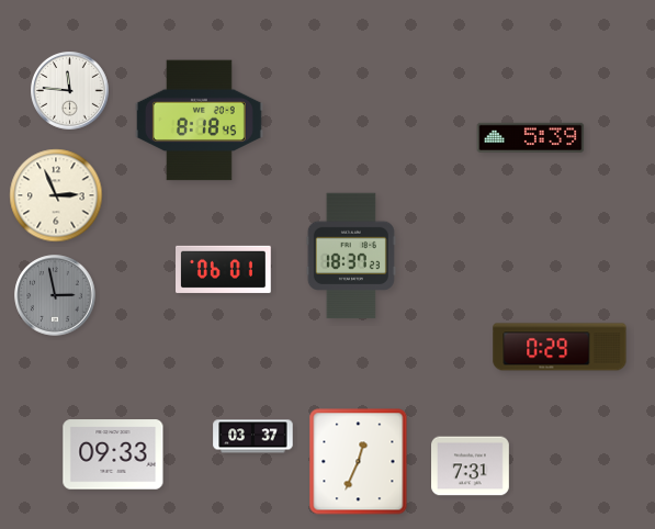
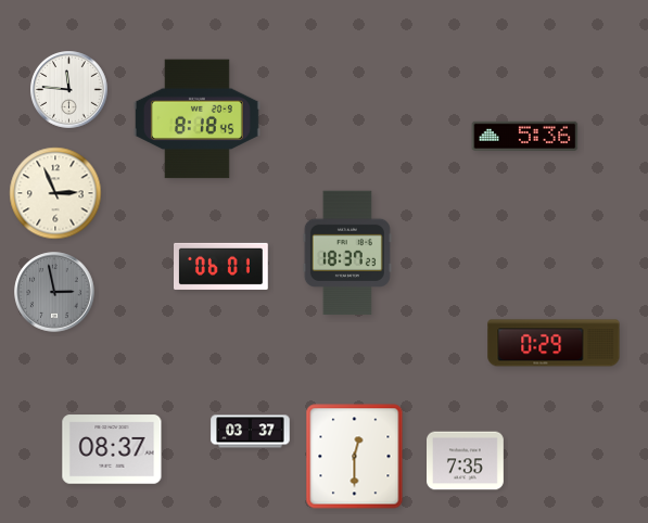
clock at (531, 137): 5:39 -> 5:36
clock at (113, 454): 09:33 -> 08:37
clock at (359, 462): 12:34 -> 12:30
clock at (471, 466): 7:31 -> 7:35
